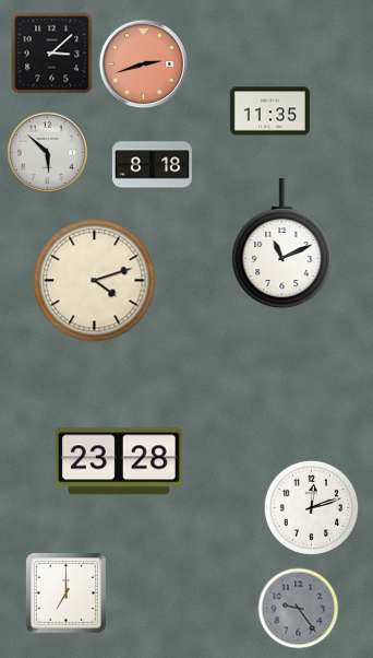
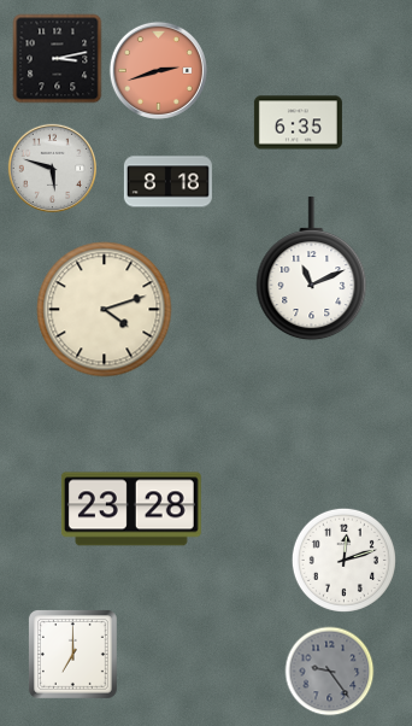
clock at (52, 54): 3:08 -> 3:13
clock at (269, 111): 11:35 -> 6:35
clock at (47, 152): 5:52 -> 5:48
